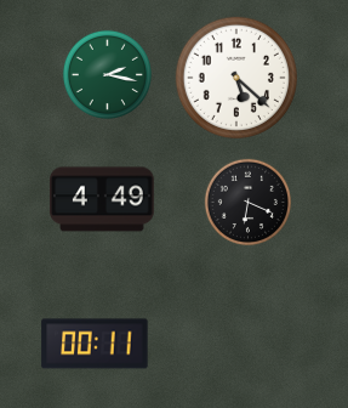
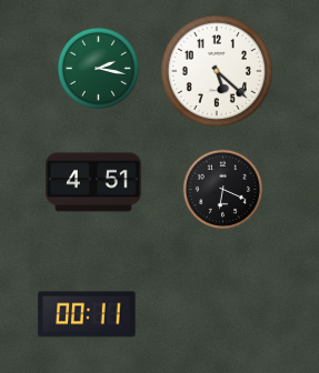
clock at (103, 199): 4:49 -> 4:51
clock at (247, 202) position: (247, 202) -> (222, 189)
